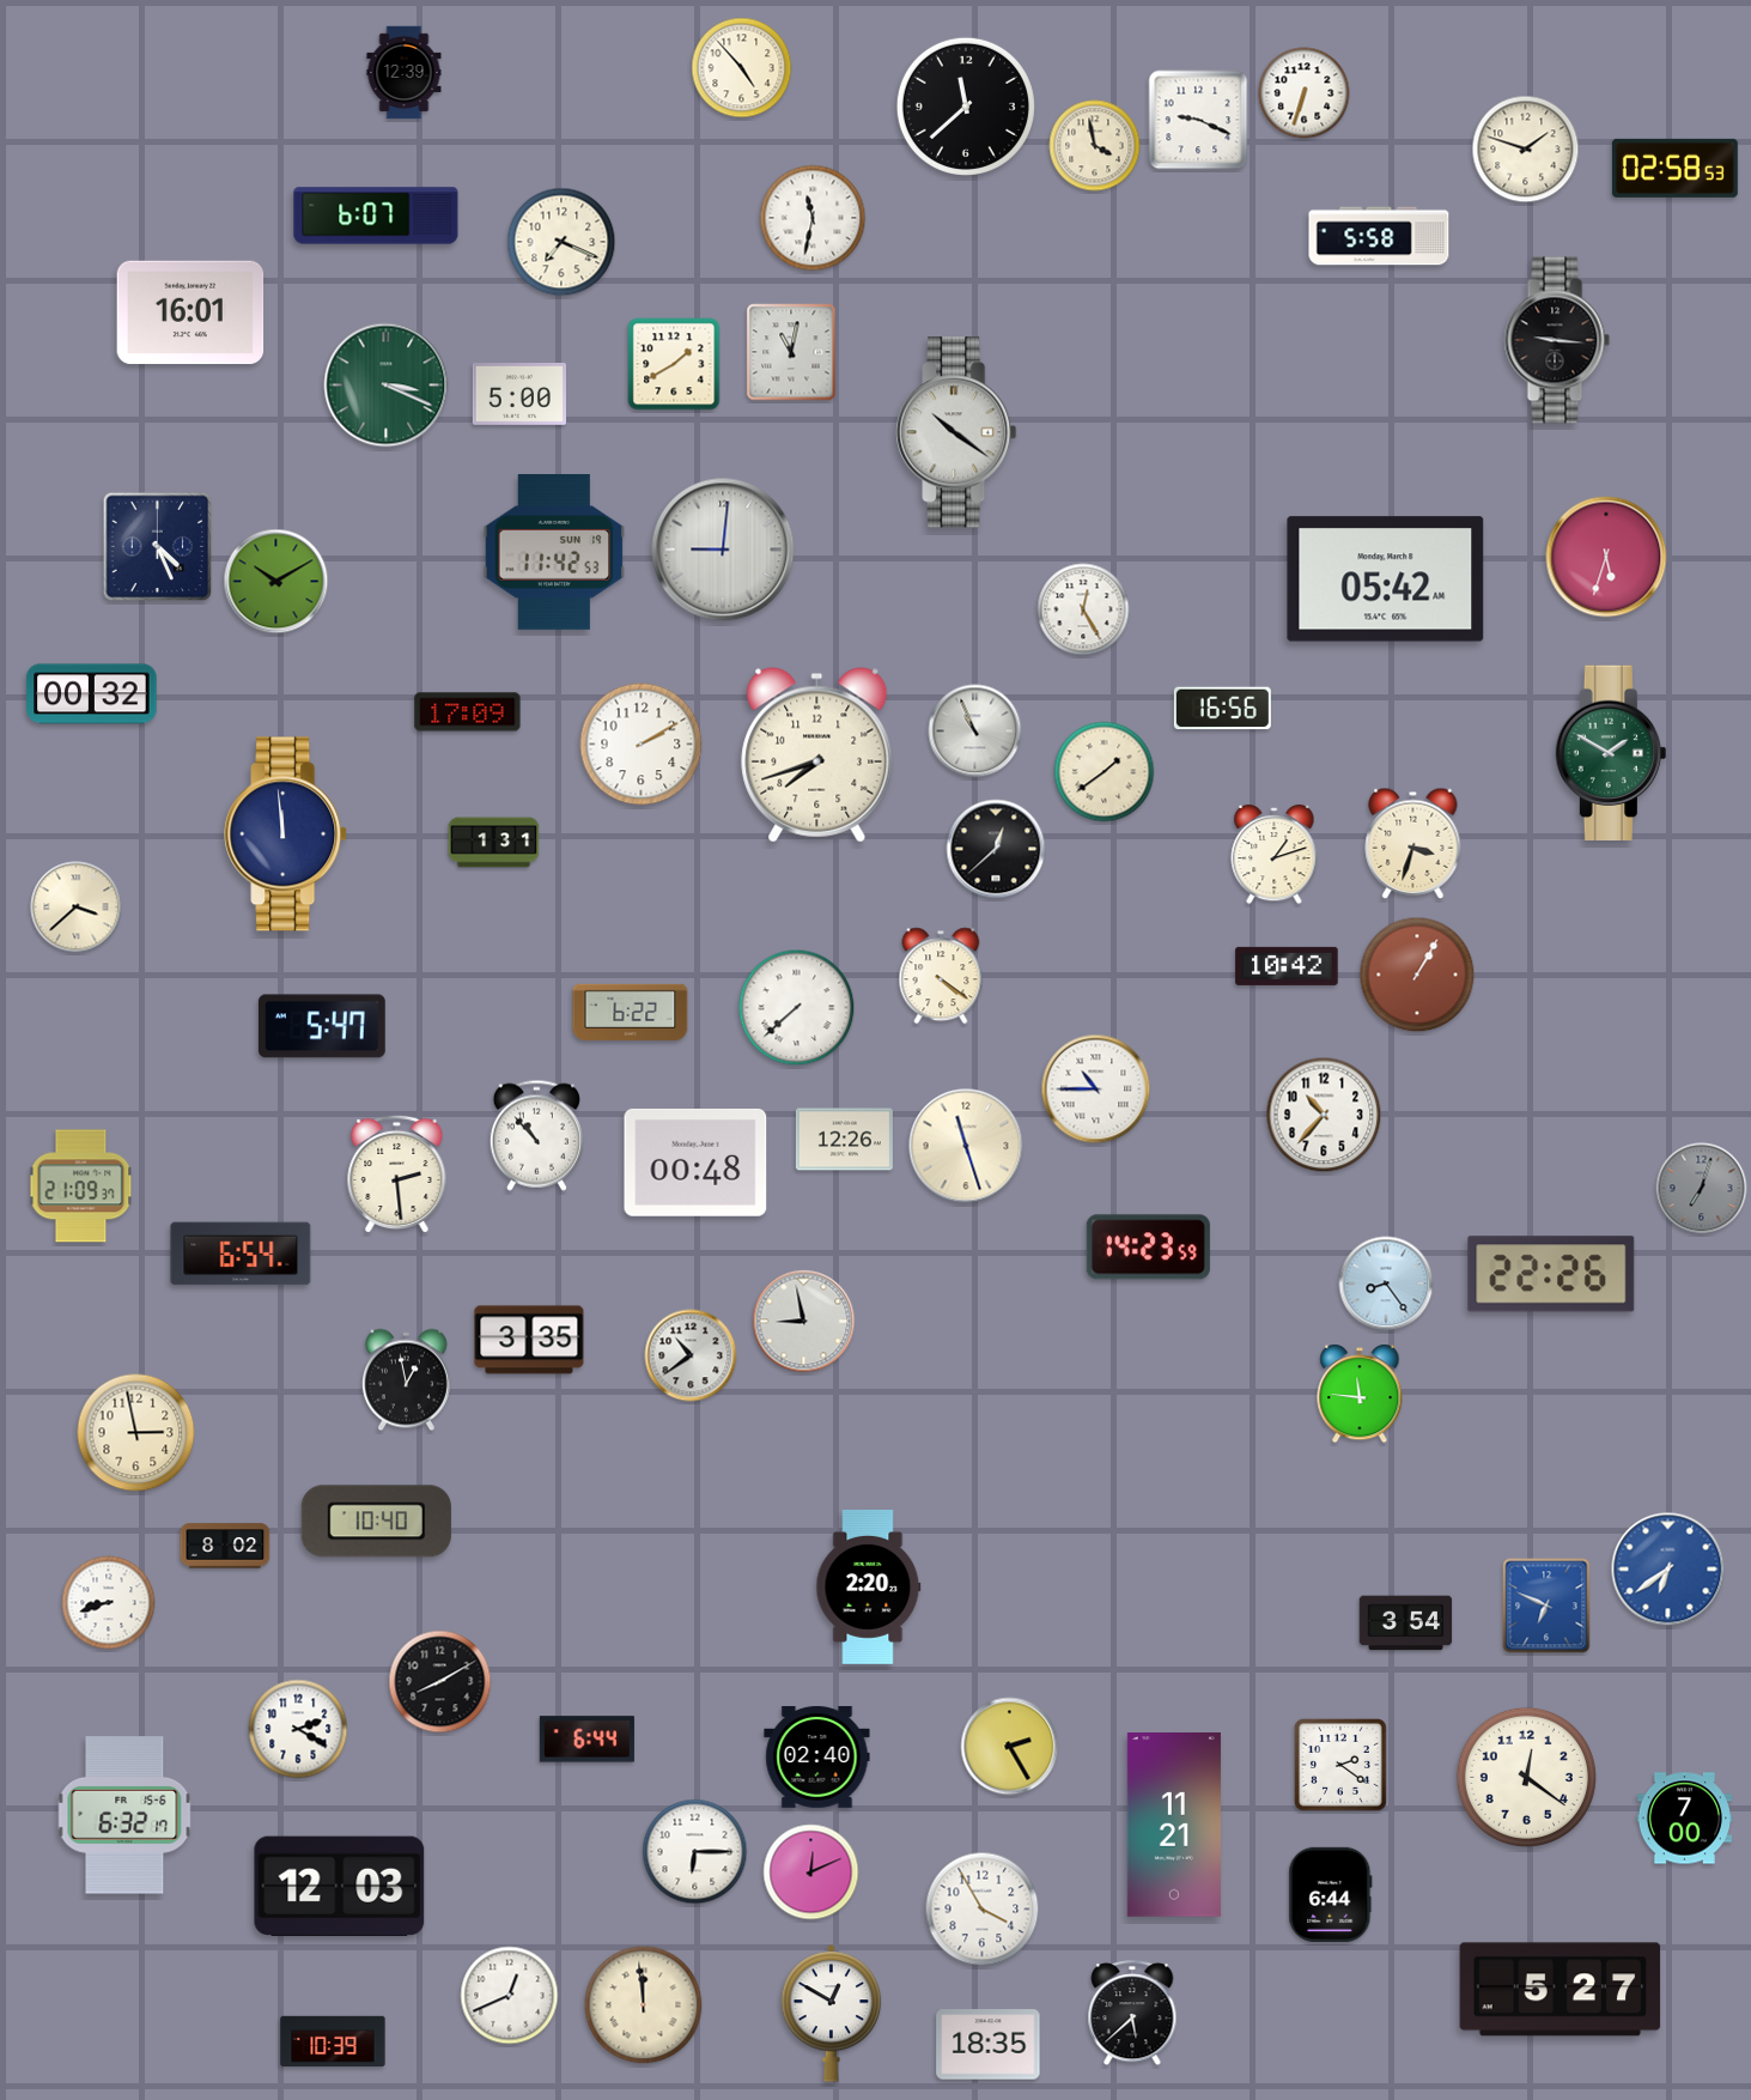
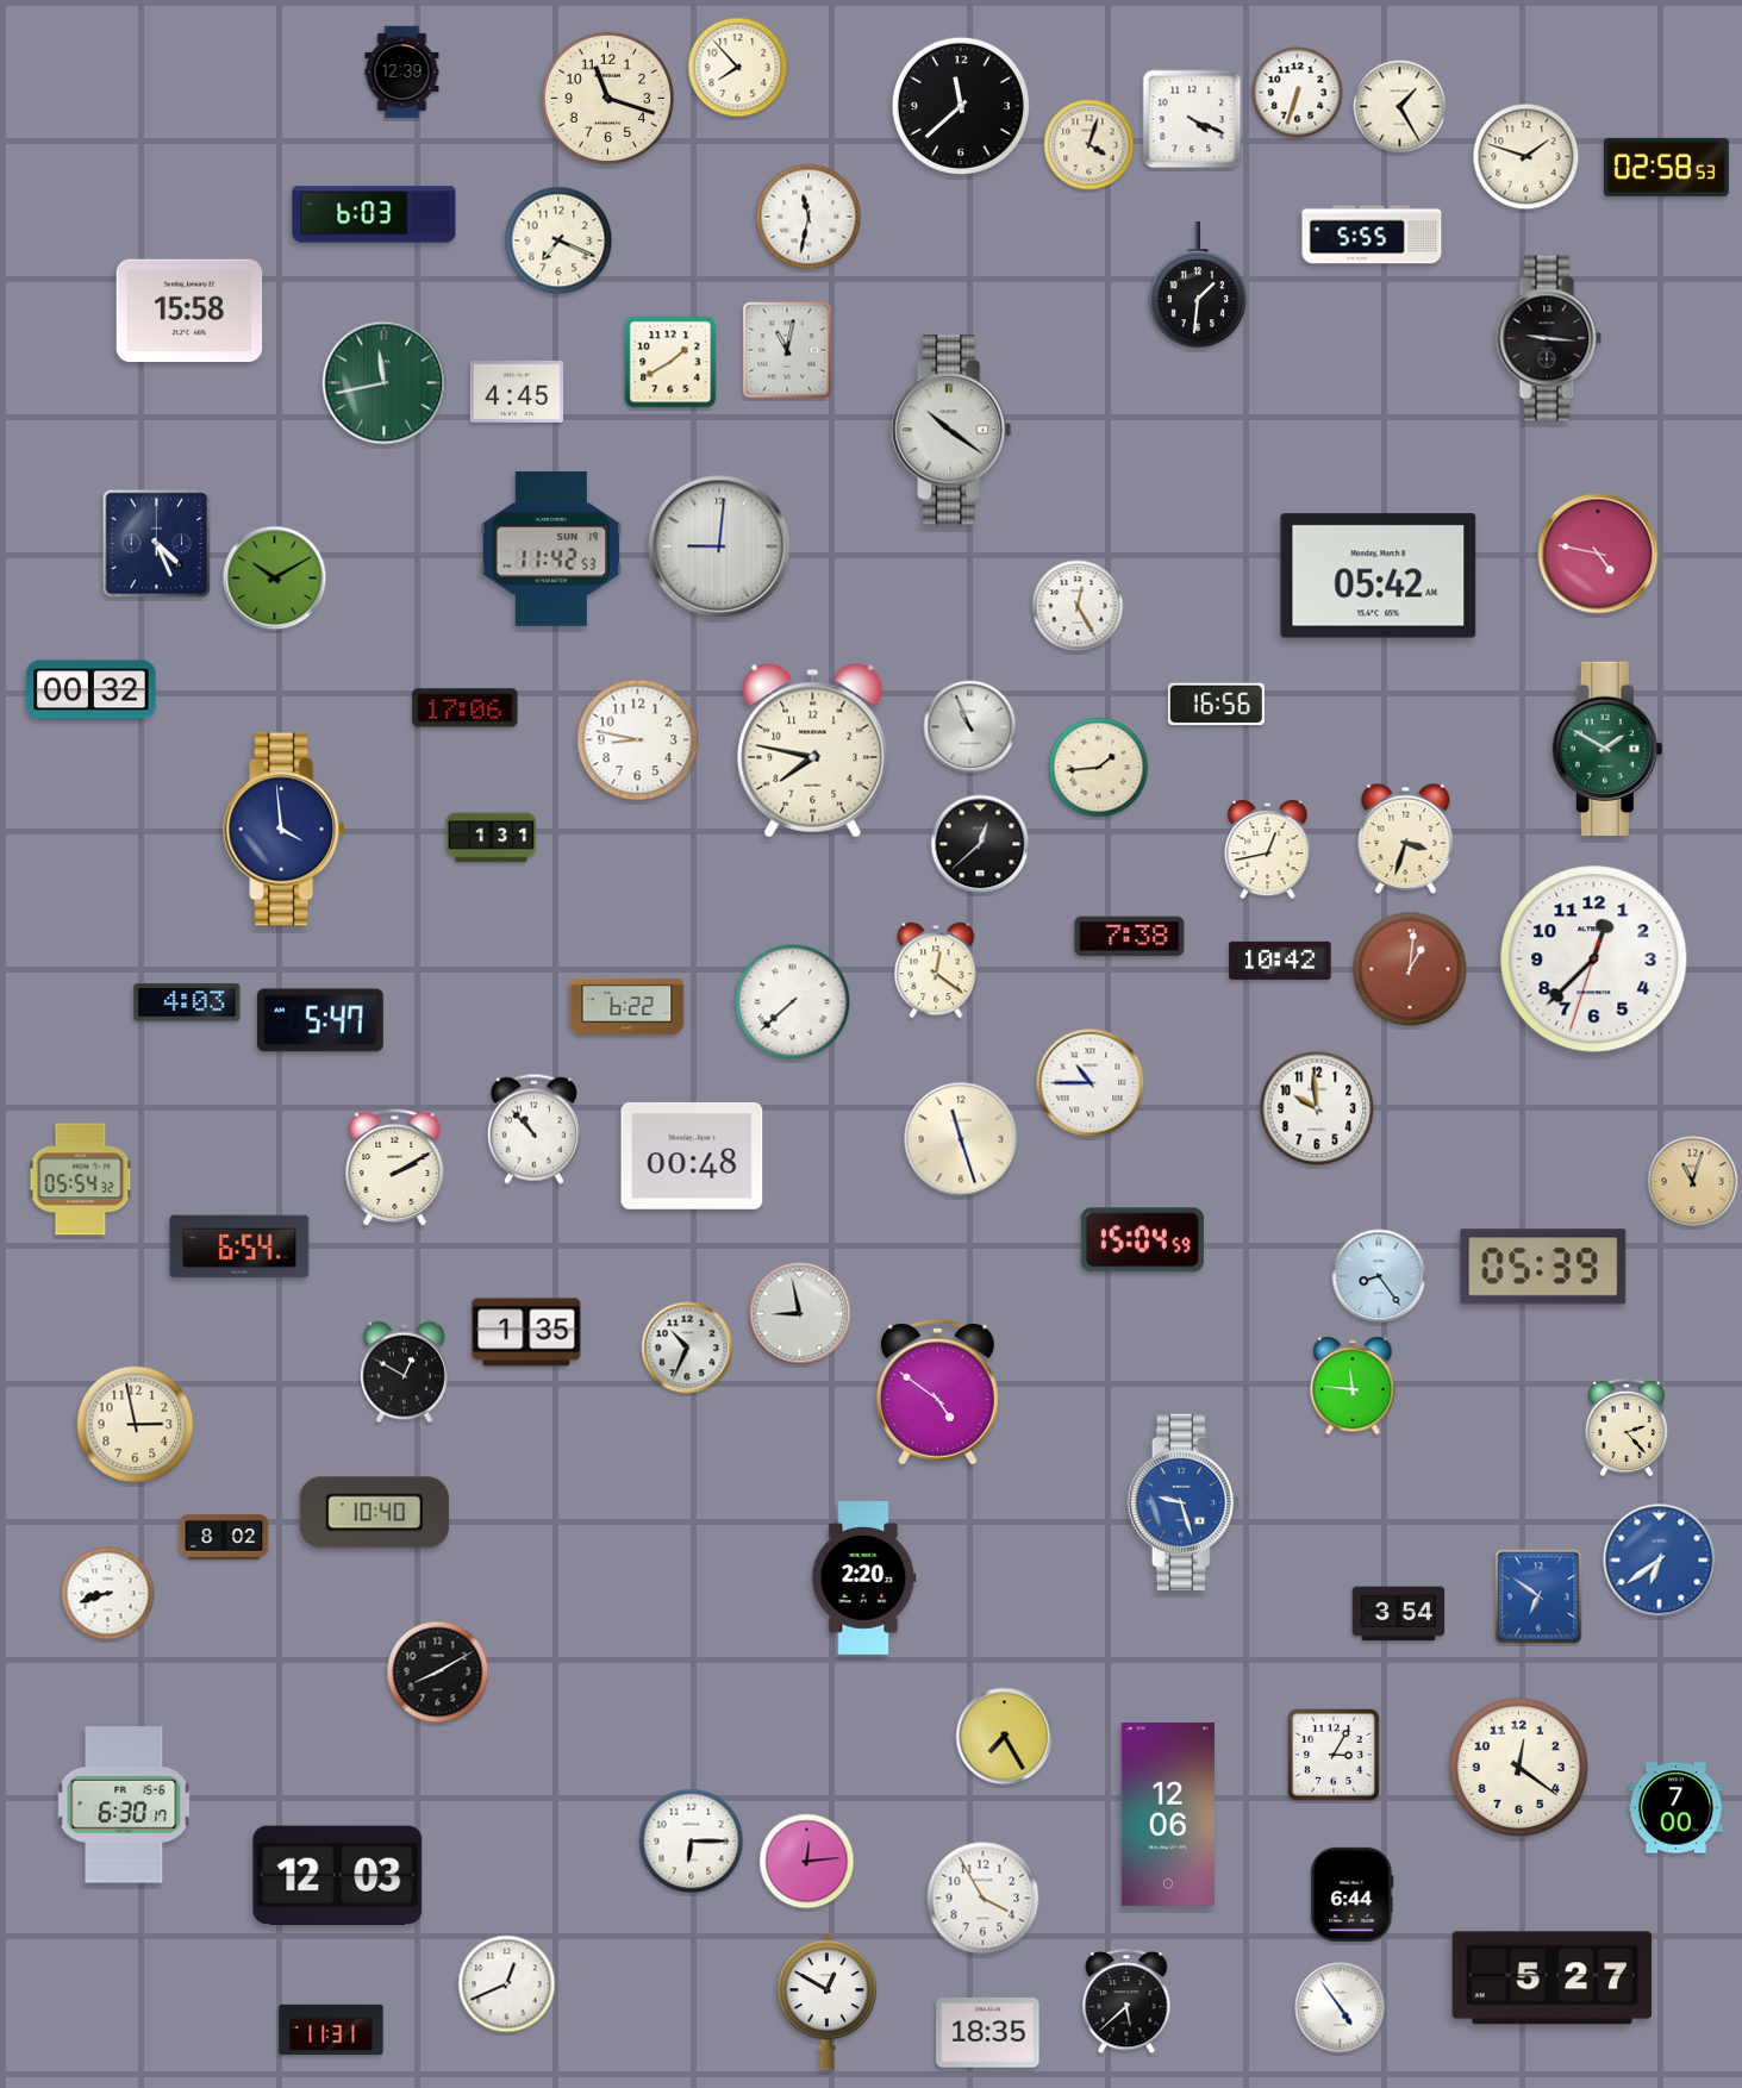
clock at (742, 68): 4:53 -> 7:53
clock at (608, 99): none -> 11:18
clock at (1400, 107): none -> 1:25
clock at (1198, 120): 9:19 -> 4:19
clock at (1095, 146): 3:58 -> 4:03
clock at (1526, 150) position: (1526, 150) -> (1526, 157)
clock at (376, 216): 6:07 -> 6:03
clock at (1379, 236): 5:58 -> 5:55
clock at (1198, 285): none -> 1:31
clock at (190, 312): 16:01 -> 15:58
clock at (387, 386): 3:19 -> 11:43
clock at (519, 395): 5:00 -> 4:45
clock at (1606, 557): 5:33 -> 4:47
clock at (468, 712): 17:09 -> 17:06
clock at (642, 745): 2:10 -> 8:47
clock at (1611, 752) position: (1611, 752) -> (1607, 748)
clock at (817, 755): 7:42 -> 7:47
clock at (1105, 772): 1:39 -> 1:44
clock at (286, 834): 11:59 -> 3:59
clock at (996, 849) position: (996, 849) -> (980, 844)
clock at (1275, 855): 1:12 -> 12:43
clock at (77, 908): 3:38 -> none
clock at (1130, 937): none -> 7:38
clock at (1594, 959): none -> 12:37
clock at (1417, 975): 1:05 -> 1:01
clock at (941, 976): 4:21 -> 12:21
clock at (187, 1002): none -> 4:03
clock at (1324, 1115): 10:37 -> 9:59
clock at (844, 1140): 12:26 -> none
clock at (397, 1175): 2:29 -> 2:10
clock at (81, 1186): 21:09 -> 05:54
clock at (1702, 1189): 7:03 -> 11:03
clock at (1702, 1189) dial: grey -> champagne
clock at (1148, 1248): 14:23 -> 15:04
clock at (1551, 1274): 22:26 -> 05:39
clock at (529, 1340): 3:35 -> 1:35
clock at (691, 1355): 10:39 -> 10:34
clock at (406, 1380): 12:58 -> 12:50
clock at (937, 1392): none -> 4:51
clock at (1625, 1426): none -> 2:23
clock at (1184, 1502): none -> 9:27
clock at (1546, 1606): 6:49 -> 6:51
clock at (298, 1729): 2:20 -> none
clock at (586, 1740): 6:44 -> none
clock at (1010, 1747): 2:25 -> 7:25
clock at (817, 1758): 02:40 -> none
clock at (1340, 1765): 2:21 -> 3:05
clock at (124, 1815): 6:32 -> 6:30
clock at (1174, 1825): 11:21 -> 12:06
clock at (811, 1873): 12:11 -> 12:14
clock at (1331, 1894) position: (1331, 1894) -> (1353, 1894)
clock at (983, 1910) position: (983, 1910) -> (984, 1899)
clock at (644, 2005): 11:59 -> none
clock at (1341, 2008): none -> 4:54
clock at (333, 2041): 10:39 -> 11:31
clock at (989, 2045) position: (989, 2045) -> (988, 2033)
